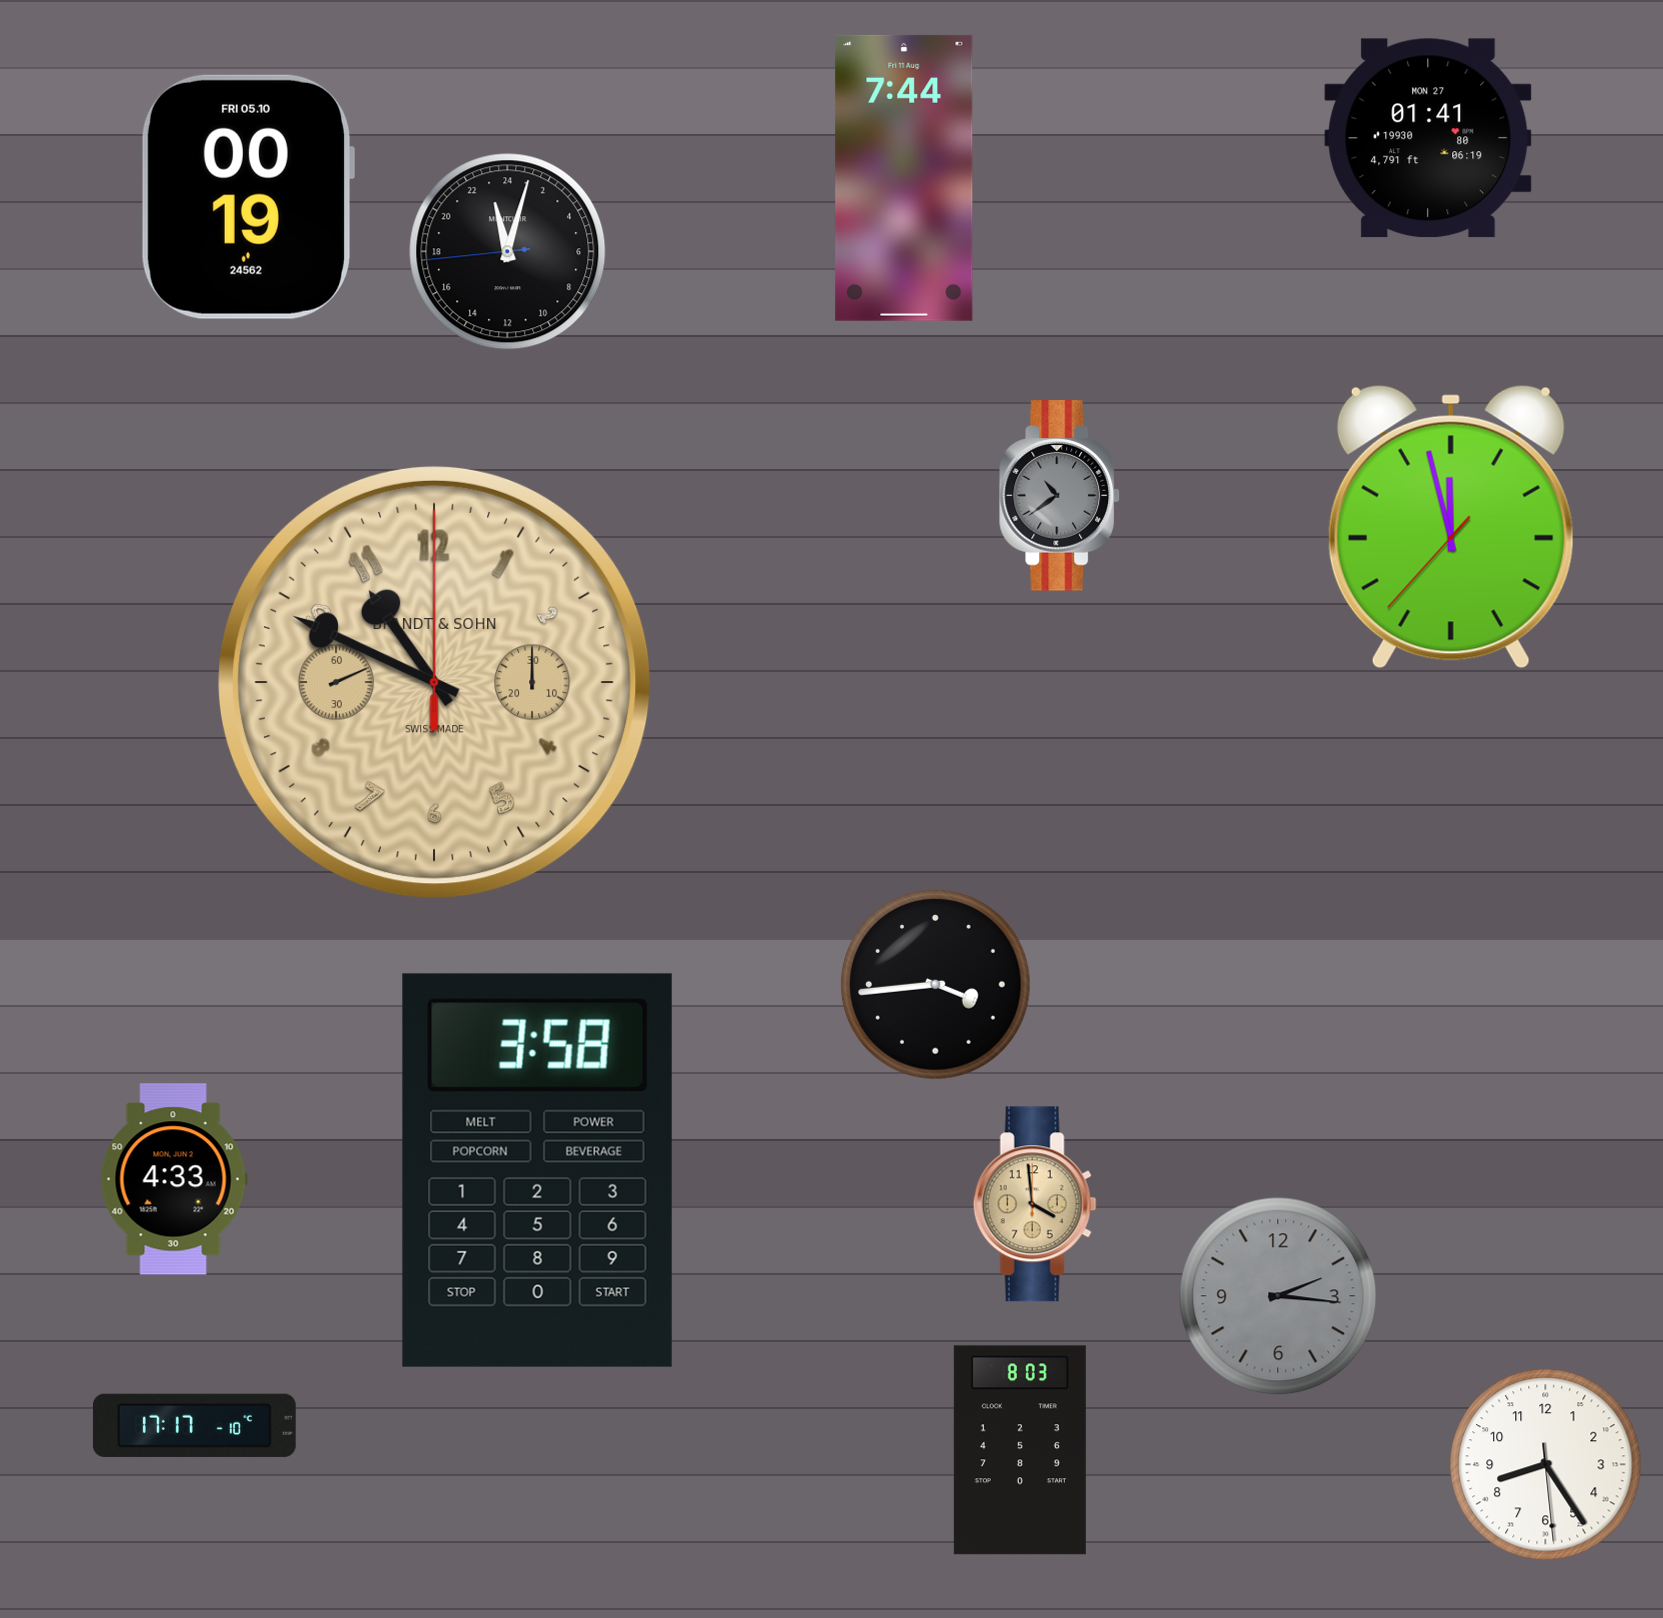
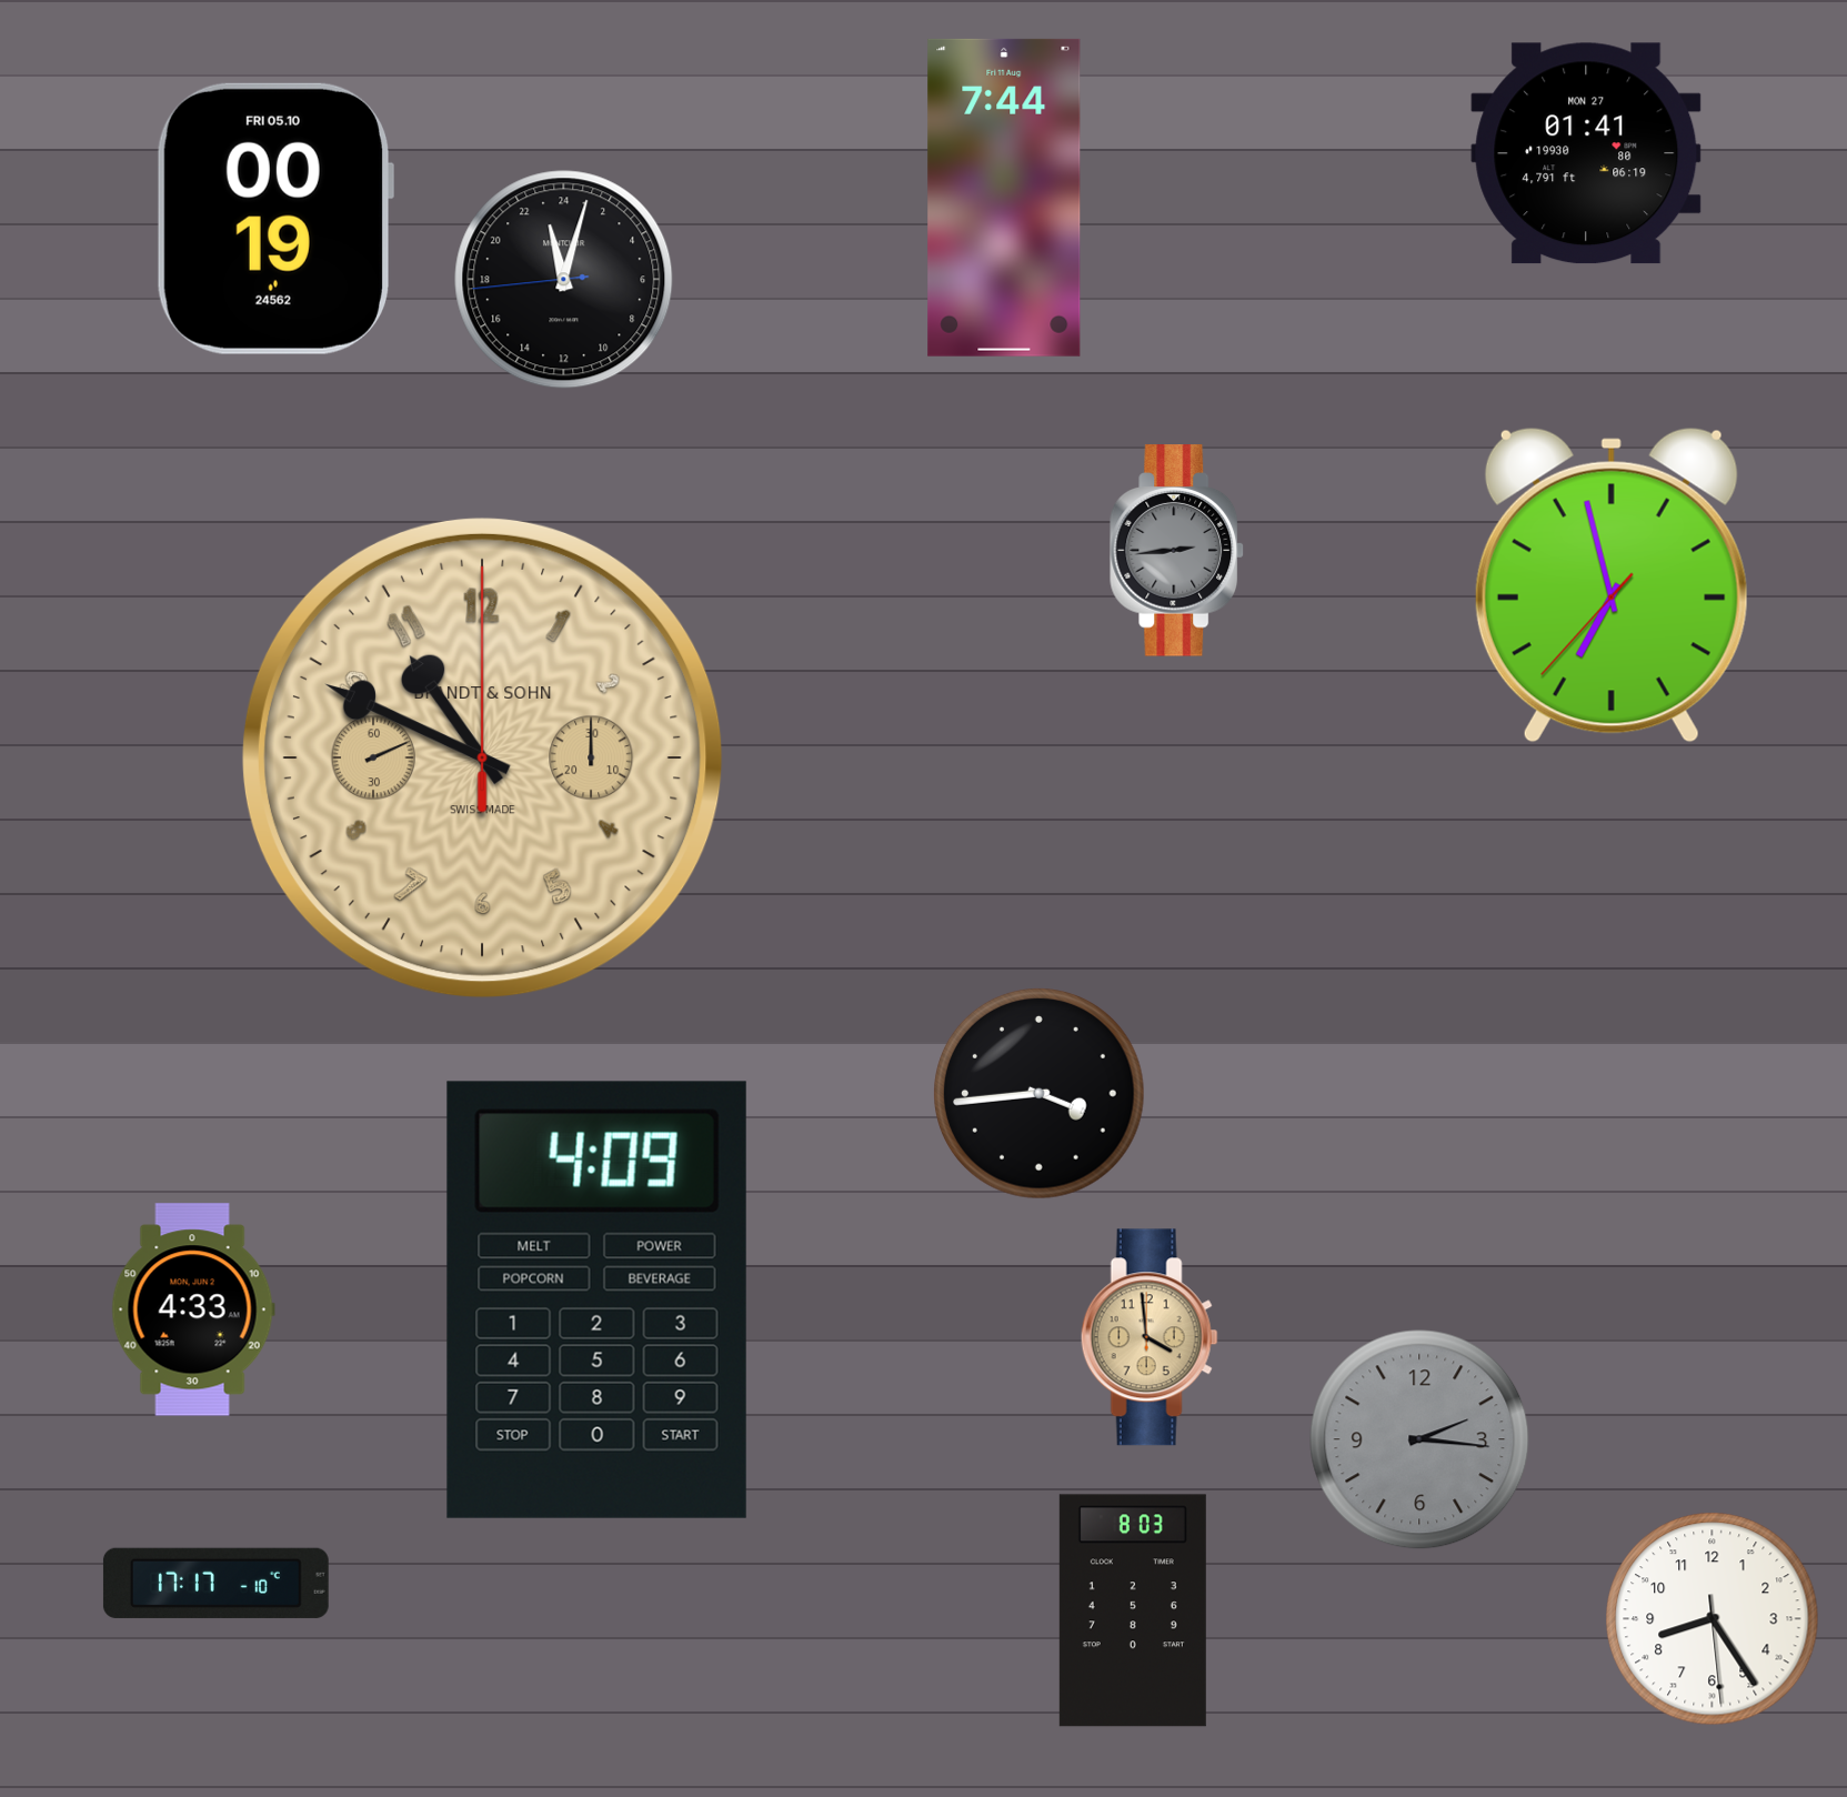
clock at (1060, 496): 10:39 -> 2:44
clock at (1451, 527): 11:57 -> 6:57
clock at (537, 1170): 3:58 -> 4:09
clock at (1546, 1465) position: (1546, 1465) -> (1713, 1619)
